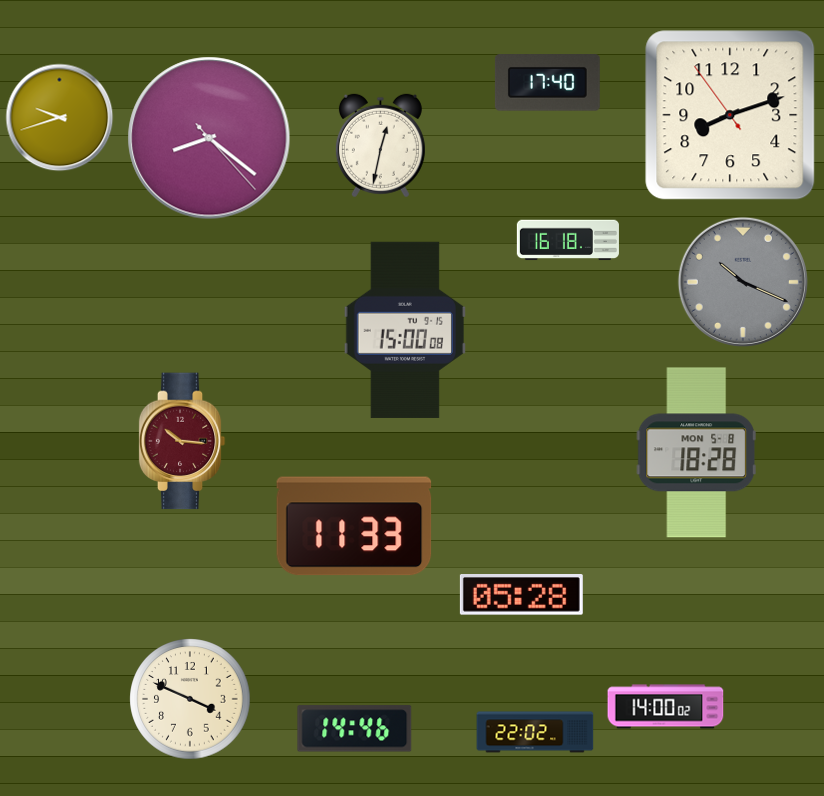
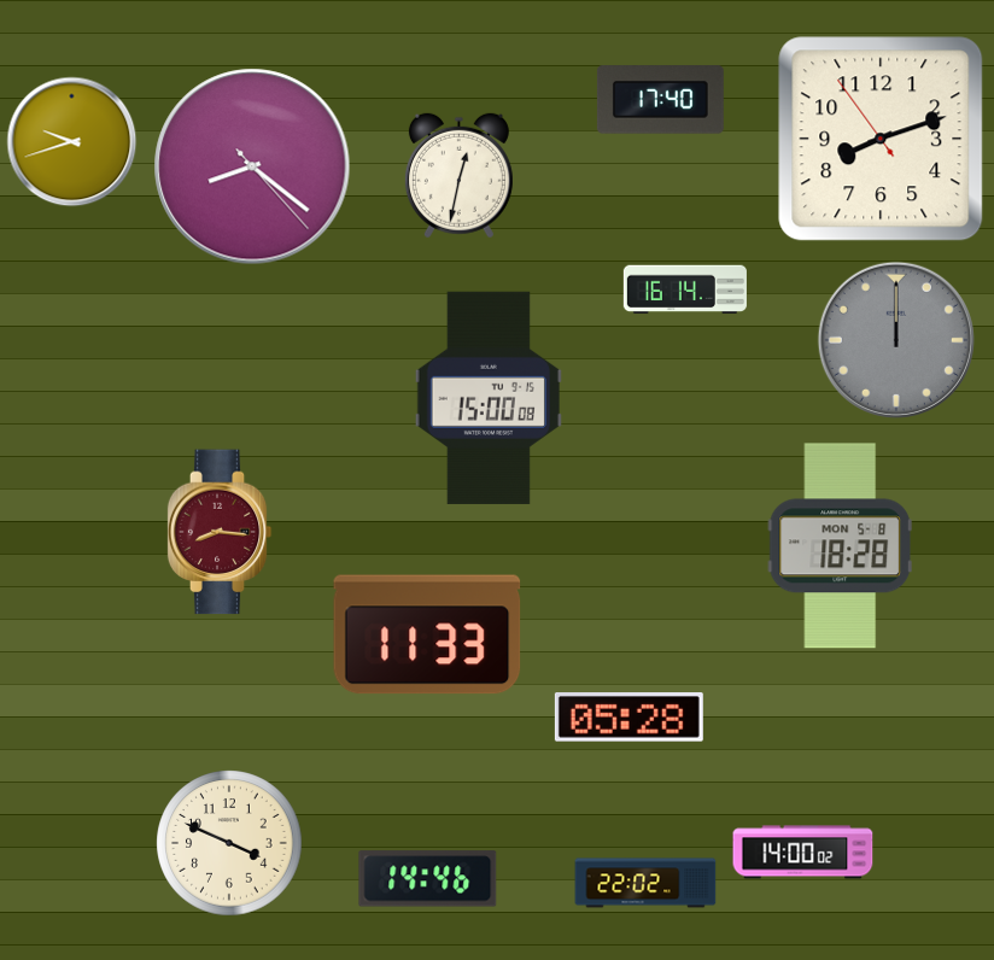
clock at (568, 240): 16:18 -> 16:14
clock at (743, 282): 10:19 -> 12:00
clock at (182, 441): 10:16 -> 8:16
